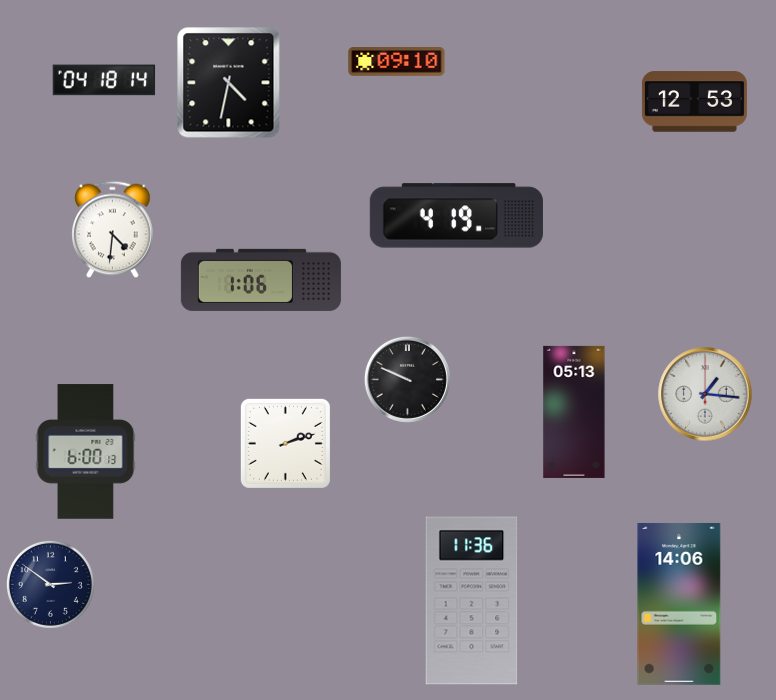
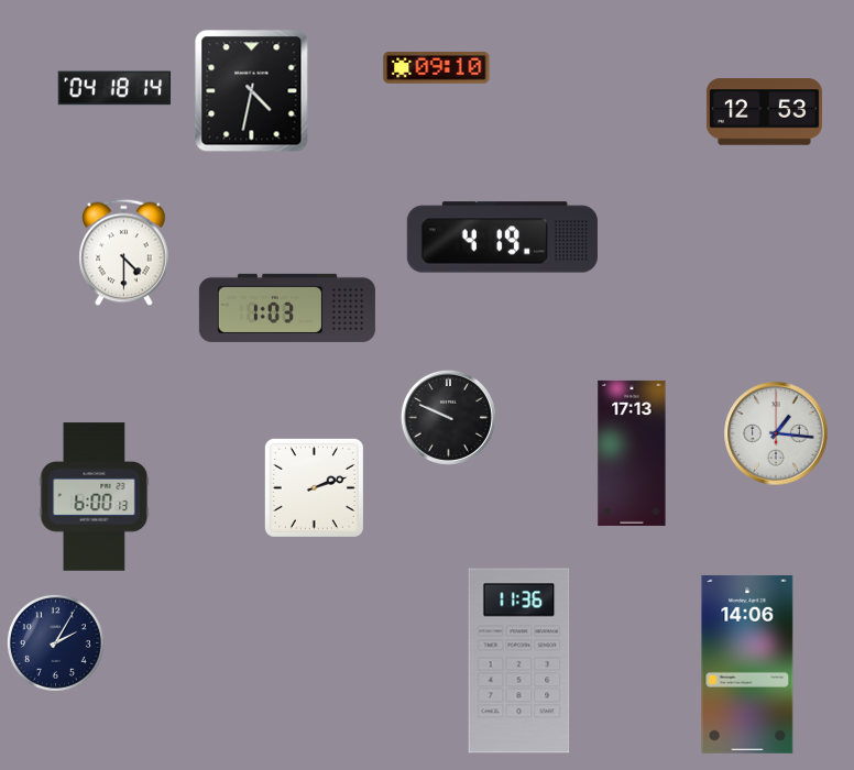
clock at (113, 230): 4:31 -> 4:30
clock at (261, 280): 1:06 -> 1:03
clock at (574, 412): 05:13 -> 17:13
clock at (50, 584): 2:51 -> 2:05
